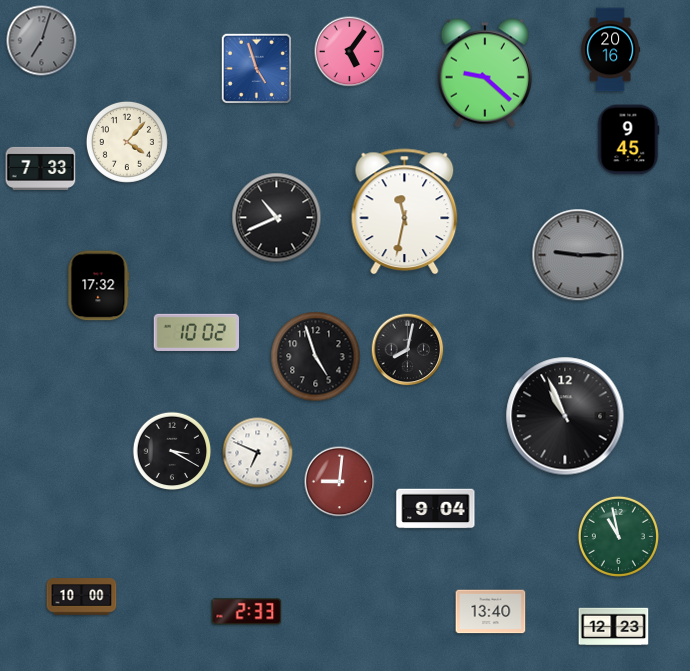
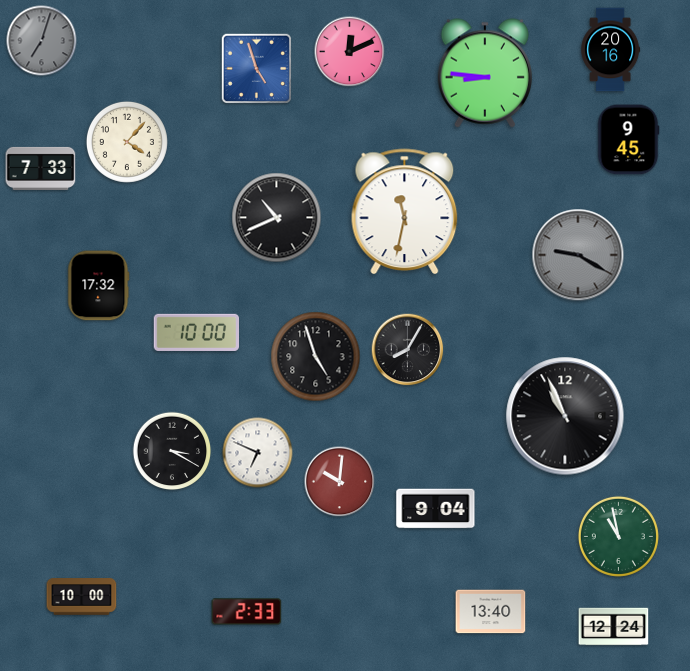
clock at (350, 52): 5:06 -> 12:11
clock at (484, 73): 9:22 -> 8:46
clock at (578, 255): 9:15 -> 9:20
clock at (196, 332): 10:02 -> 10:00
clock at (408, 350): 8:02 -> 8:05
clock at (340, 482): 9:01 -> 10:01
clock at (614, 627): 12:23 -> 12:24
